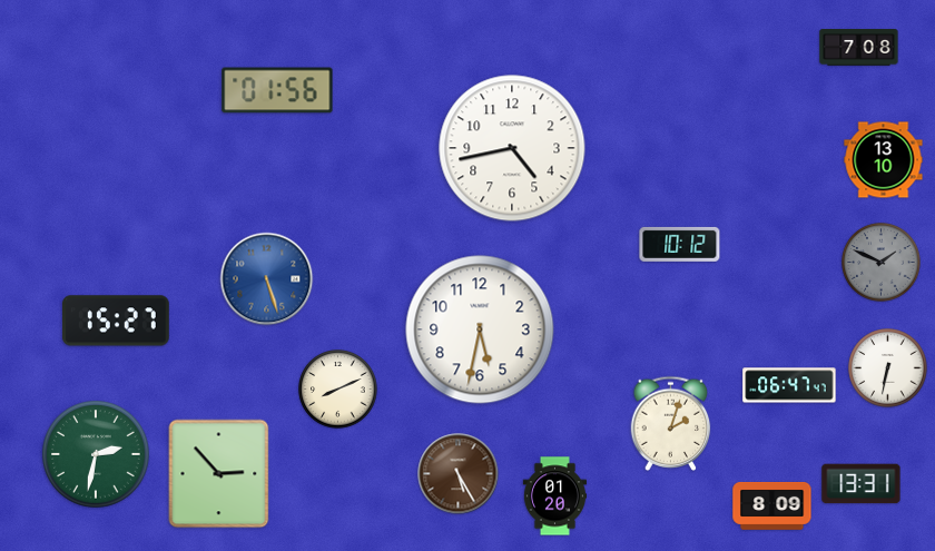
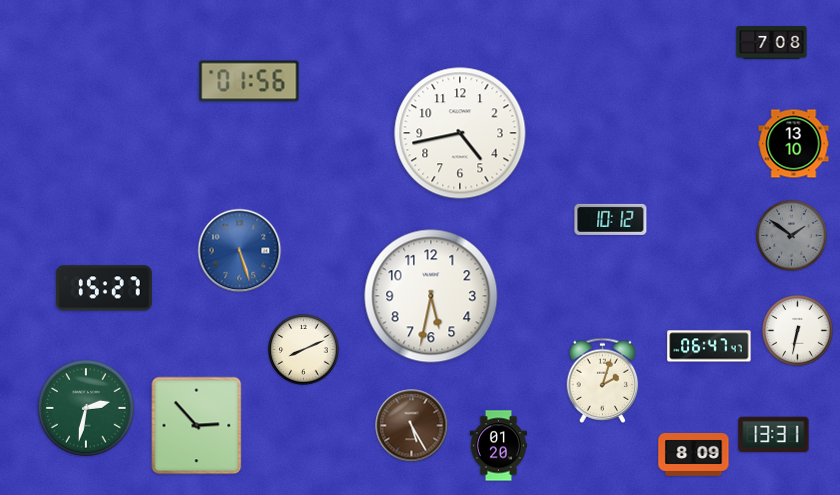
clock at (882, 263): 1:49 -> 1:51
